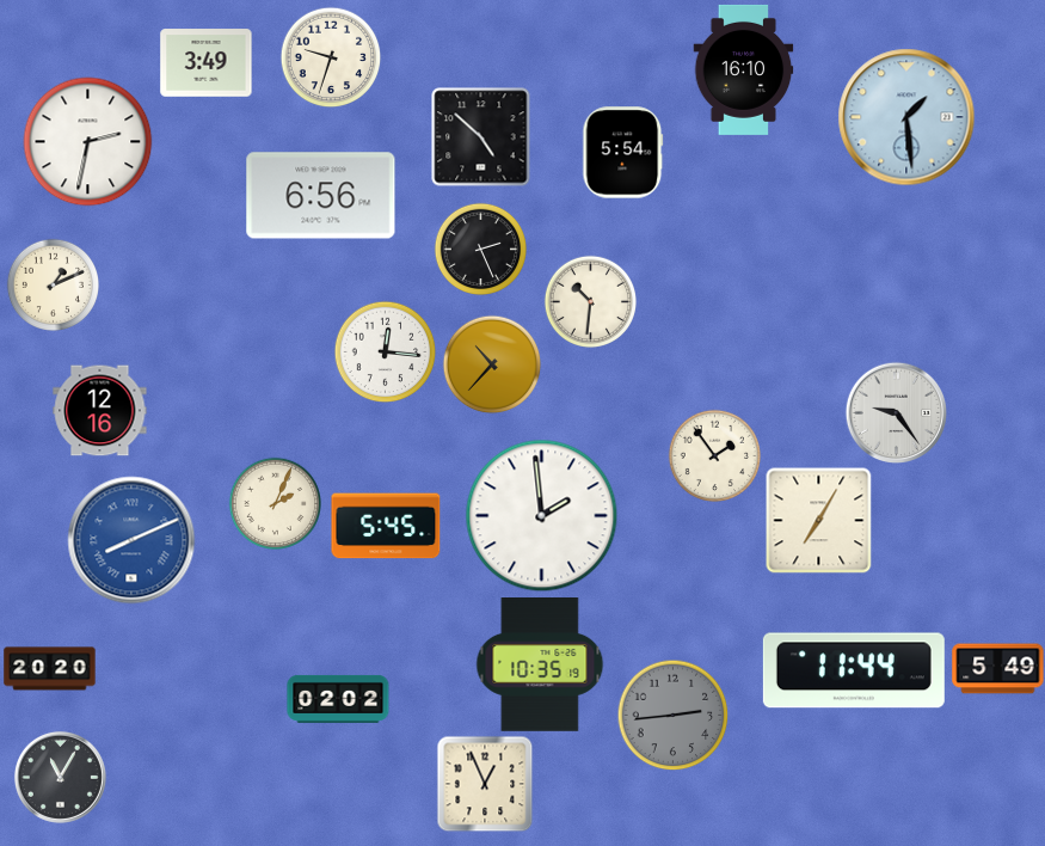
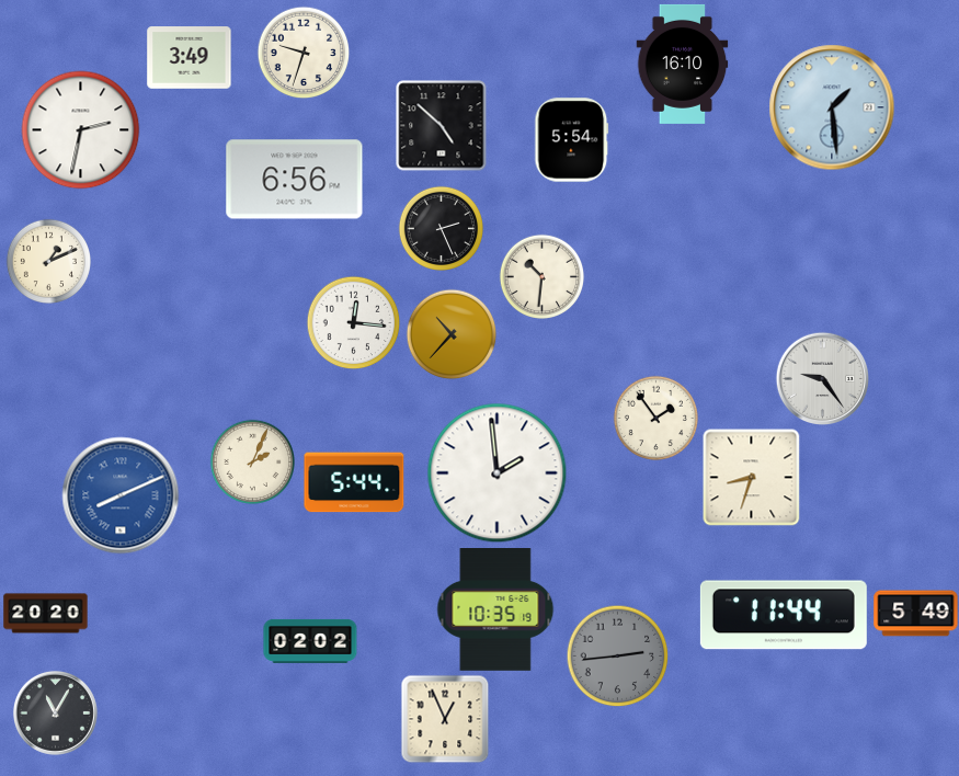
clock at (100, 411): 12:16 -> none
clock at (818, 520): 7:05 -> 8:33
clock at (386, 526): 5:45 -> 5:44
